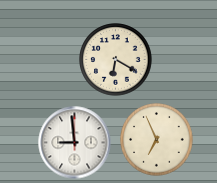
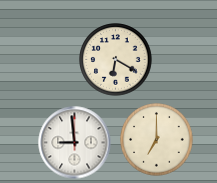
clock at (157, 140): 6:56 -> 7:00
